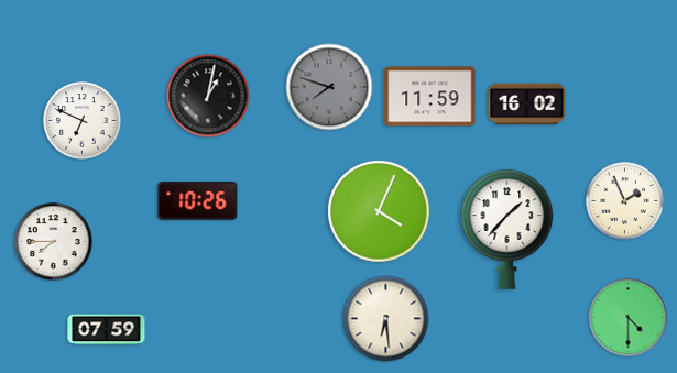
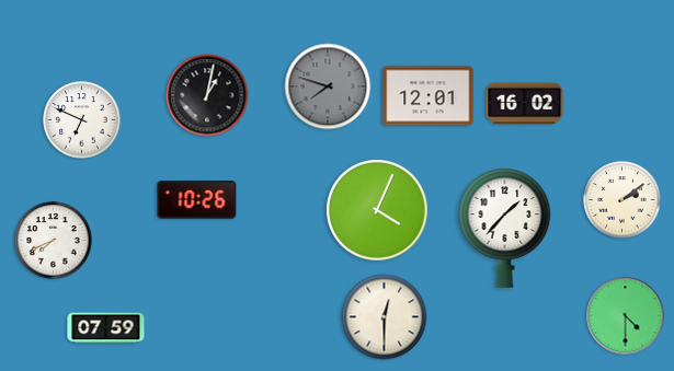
clock at (430, 97): 11:59 -> 12:01
clock at (625, 201): 1:56 -> 2:09
clock at (54, 242): 7:45 -> 7:41
clock at (386, 319): 6:29 -> 12:30
